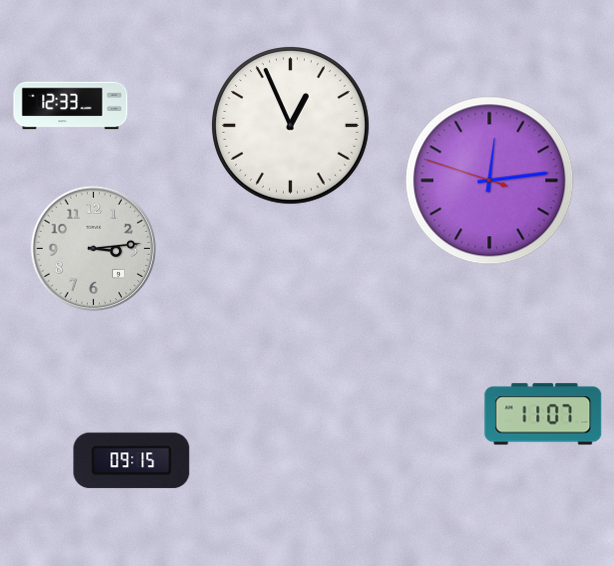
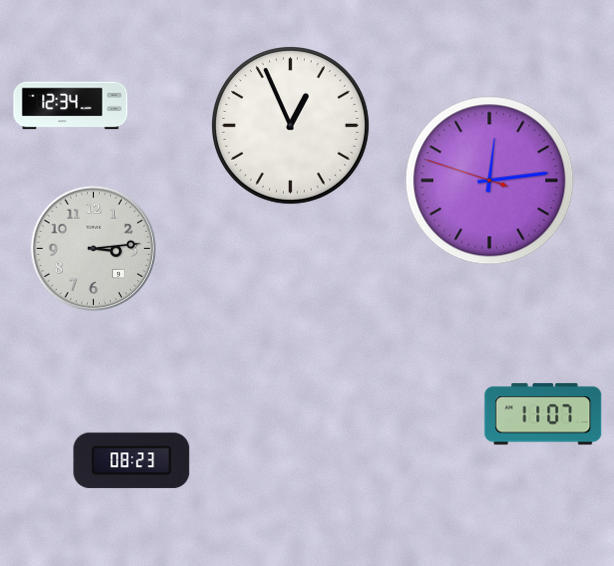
clock at (71, 106): 12:33 -> 12:34
clock at (132, 461): 09:15 -> 08:23
